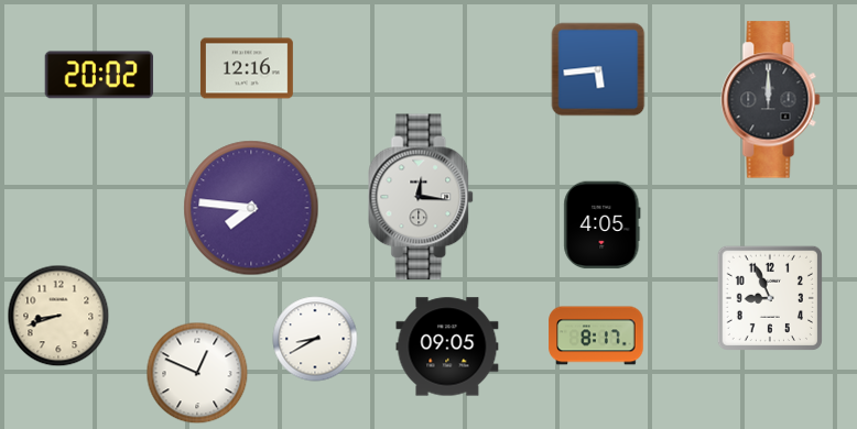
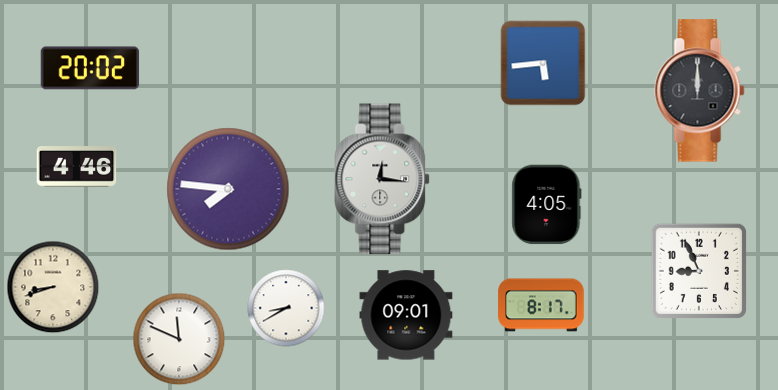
clock at (247, 68): 12:16 -> none
clock at (77, 167): none -> 4:46
clock at (447, 346): 09:05 -> 09:01
clock at (197, 373): 12:49 -> 11:49
